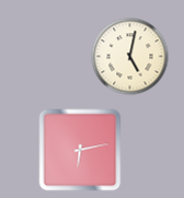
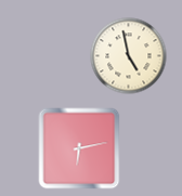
clock at (130, 57): 5:02 -> 4:58
